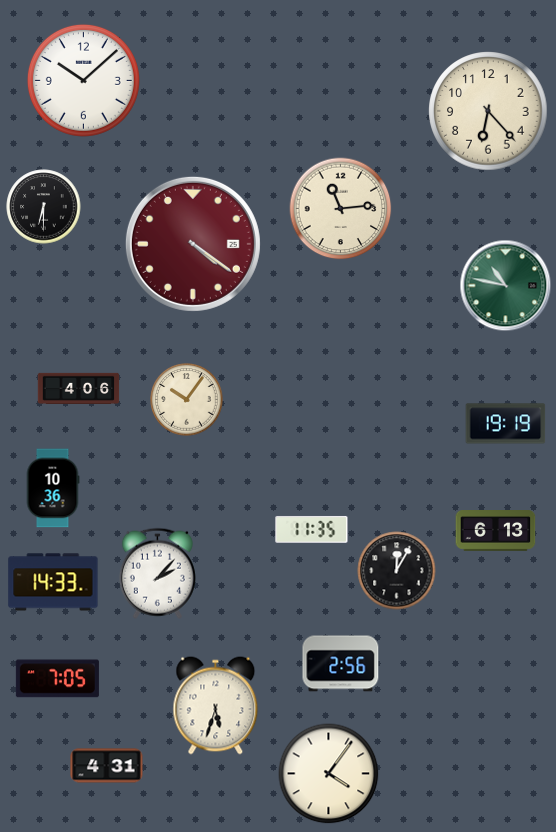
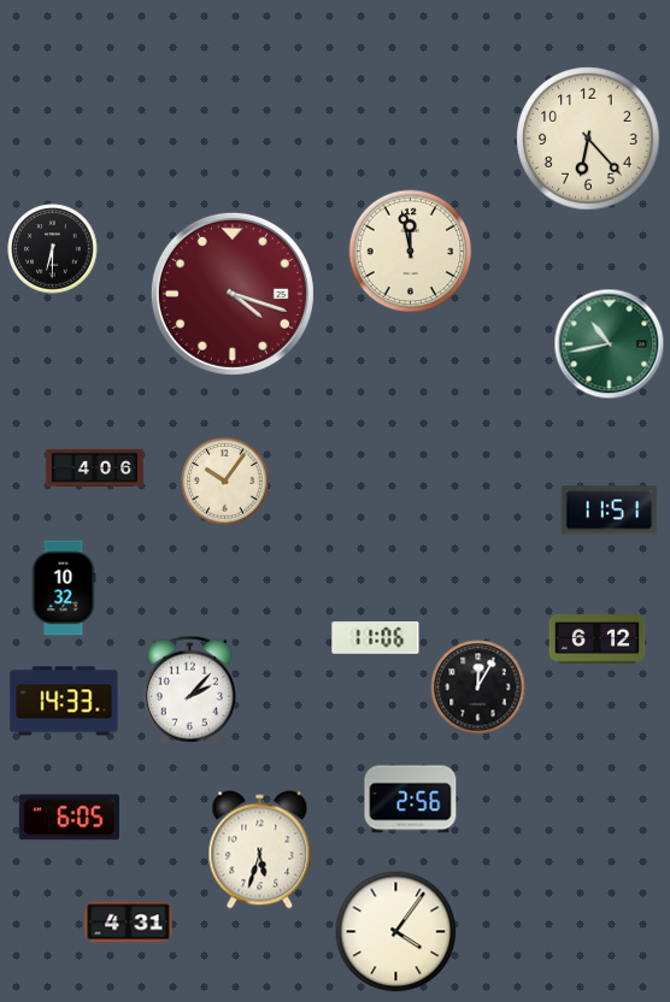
clock at (83, 80): 10:08 -> none
clock at (488, 111) position: (488, 111) -> (588, 138)
clock at (341, 209): 11:14 -> 11:58
clock at (193, 244): 4:21 -> 4:18
clock at (506, 286): 10:47 -> 10:43
clock at (506, 424): 19:19 -> 11:51
clock at (53, 488): 10:36 -> 10:32
clock at (312, 529): 11:35 -> 11:06
clock at (496, 531): 6:13 -> 6:12
clock at (57, 679): 7:05 -> 6:05
